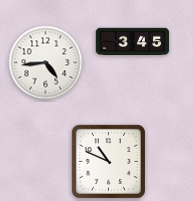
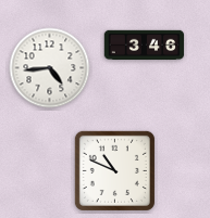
clock at (133, 42): 3:45 -> 3:46
clock at (108, 161) position: (108, 161) -> (114, 170)
